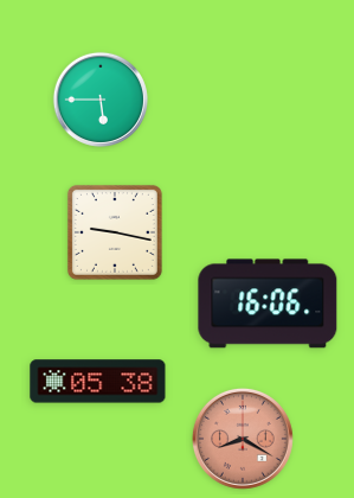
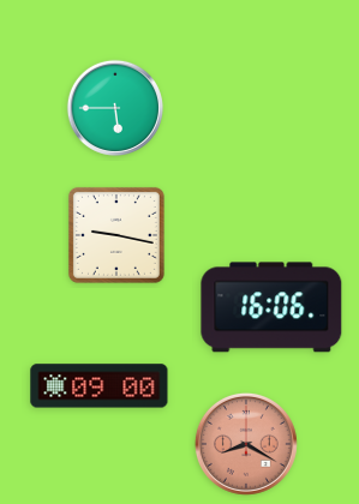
clock at (101, 100) position: (101, 100) -> (115, 108)
clock at (98, 382): 05:38 -> 09:00
